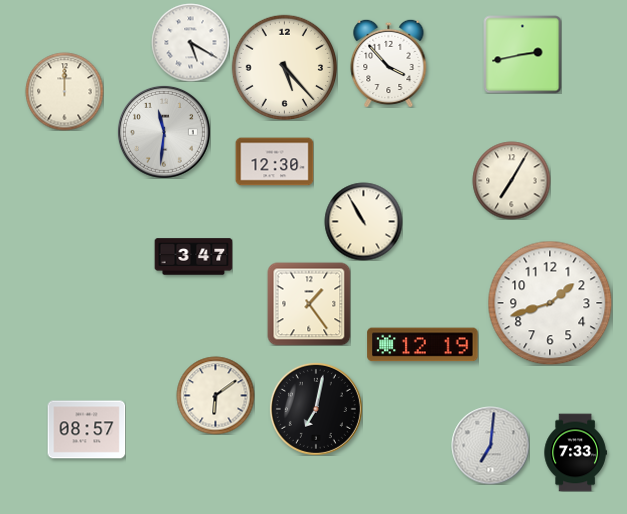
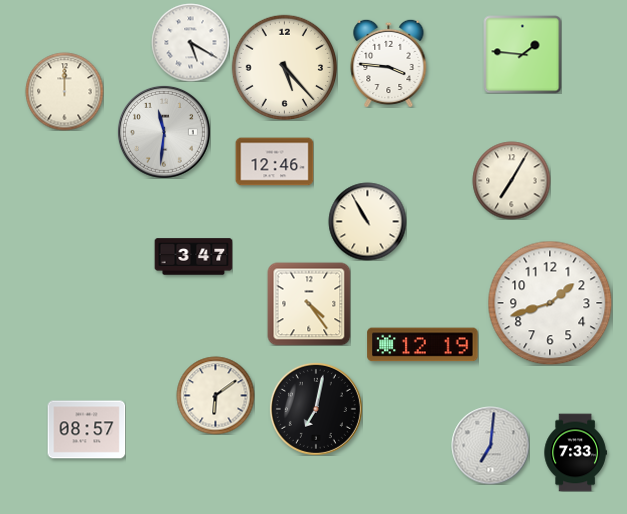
clock at (522, 54): 2:43 -> 1:46
clock at (389, 63): 3:53 -> 3:46
clock at (274, 162): 12:30 -> 12:46
clock at (363, 221) position: (363, 221) -> (367, 221)
clock at (309, 304): 1:24 -> 4:24
